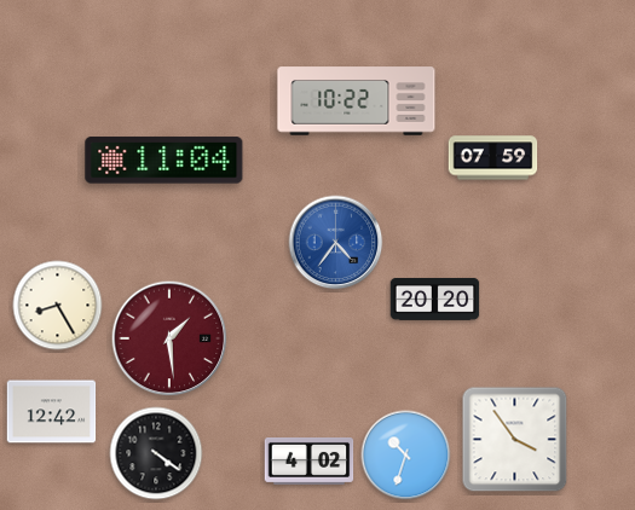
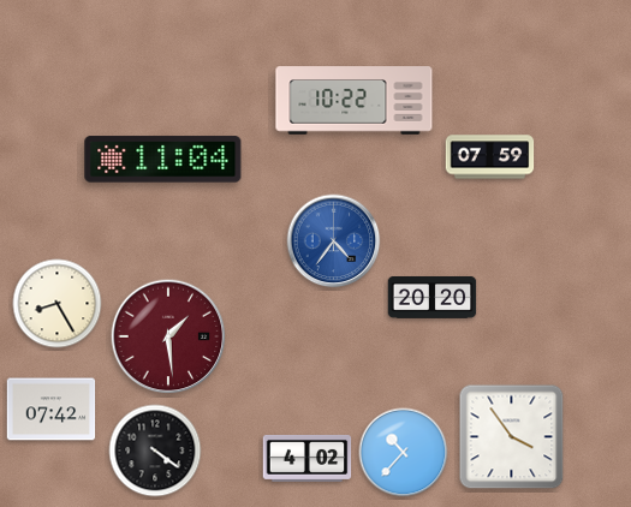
clock at (52, 412): 12:42 -> 07:42
clock at (406, 456): 10:33 -> 10:37
